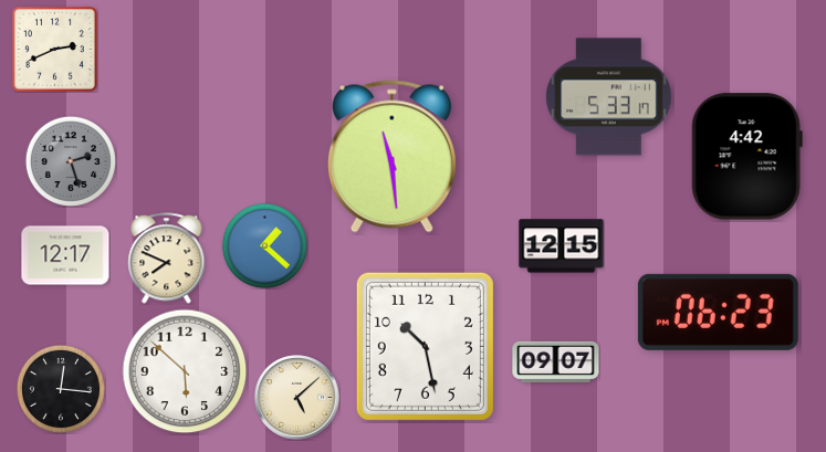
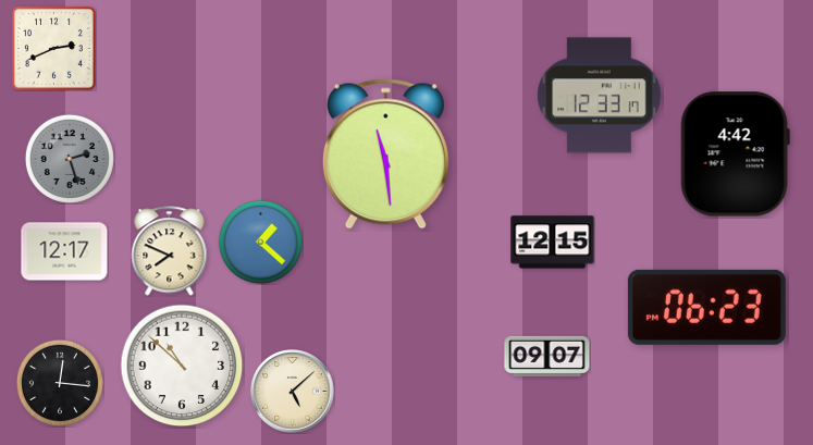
clock at (609, 97): 5:33 -> 12:33
clock at (167, 259) position: (167, 259) -> (170, 251)
clock at (425, 346): 10:28 -> none
clock at (185, 371): 5:52 -> 10:52
